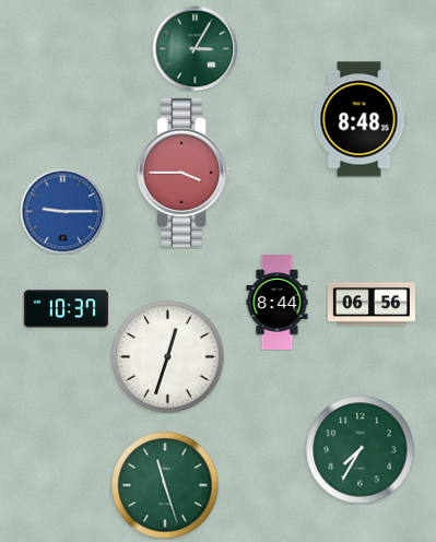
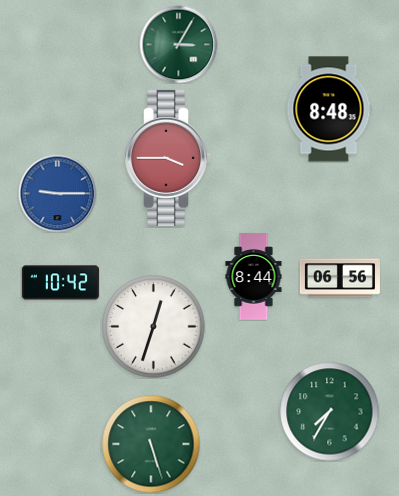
clock at (66, 309): 10:37 -> 10:42
clock at (165, 485): 11:27 -> 5:27
